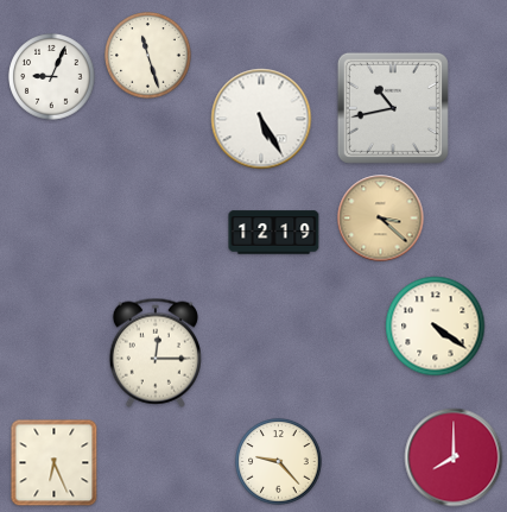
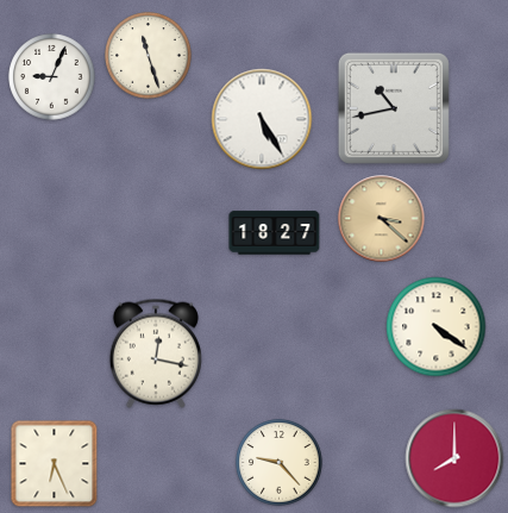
clock at (274, 233): 12:19 -> 18:27
clock at (156, 353): 12:15 -> 12:17
